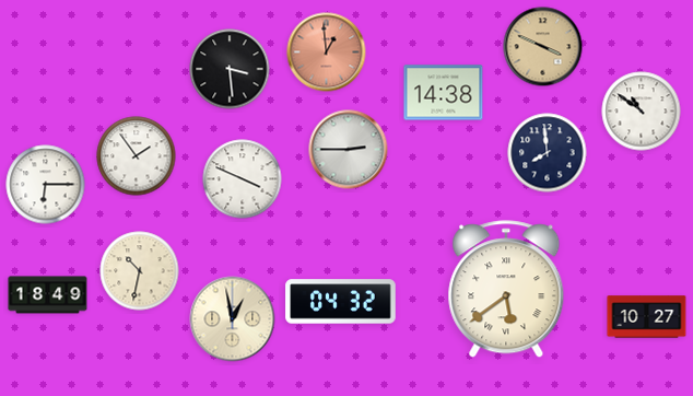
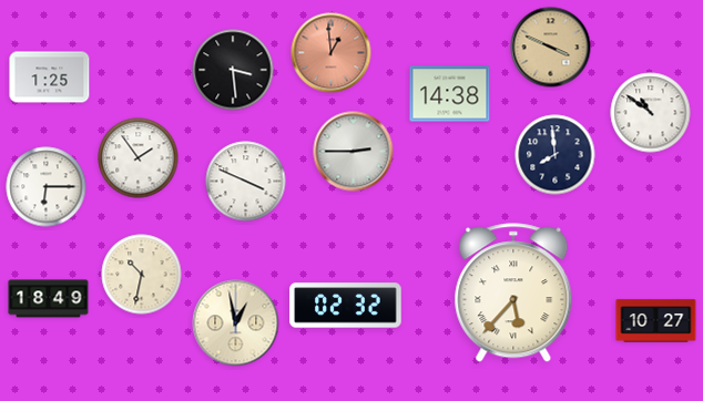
clock at (50, 78): none -> 1:25
clock at (506, 290): 5:39 -> 5:37
clock at (341, 302): 04:32 -> 02:32
